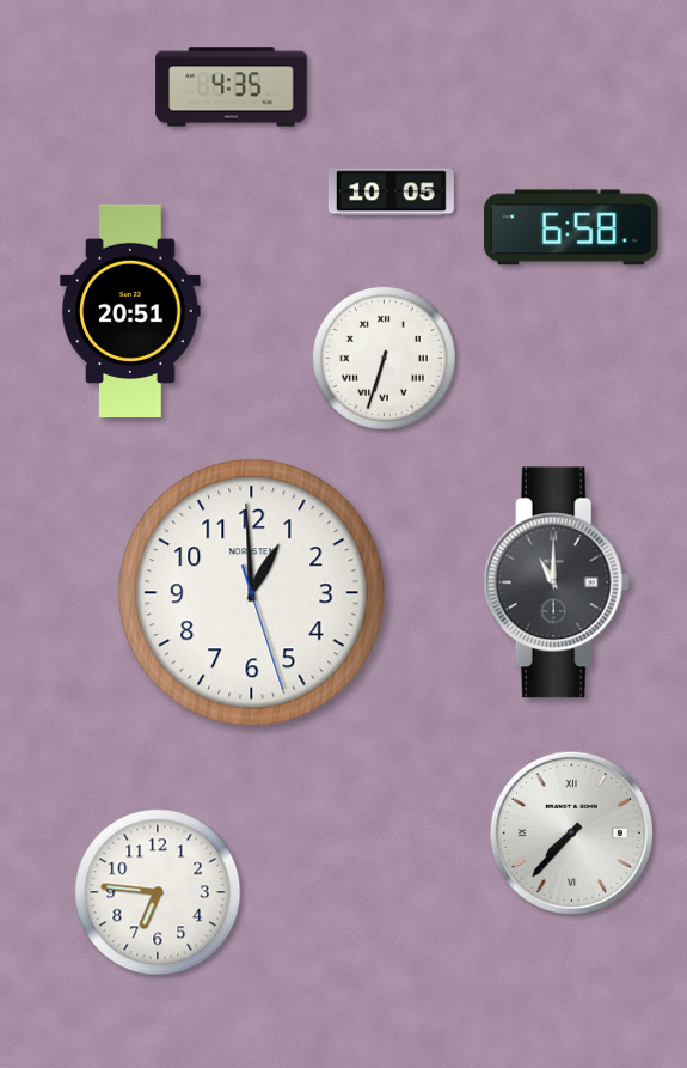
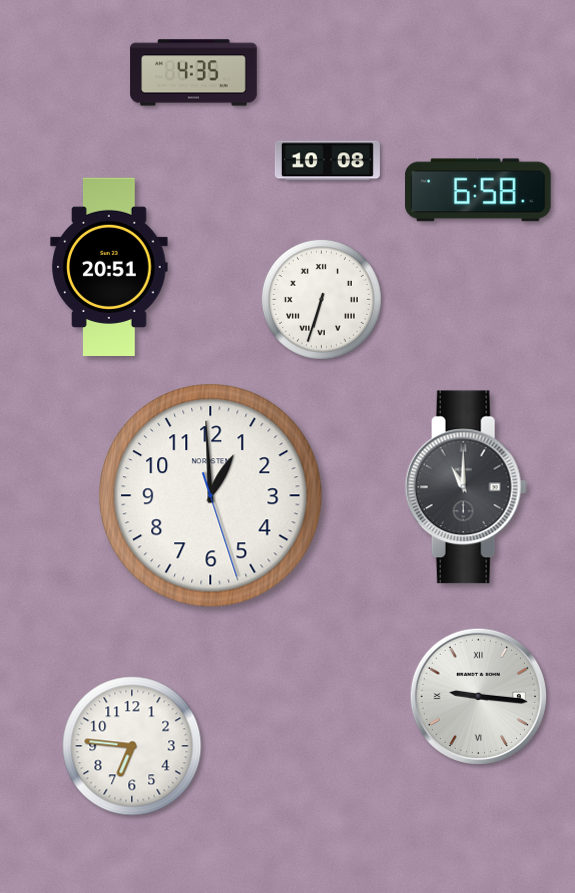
clock at (391, 193): 10:05 -> 10:08
clock at (130, 310) position: (130, 310) -> (109, 266)
clock at (571, 832): 7:37 -> 9:16
